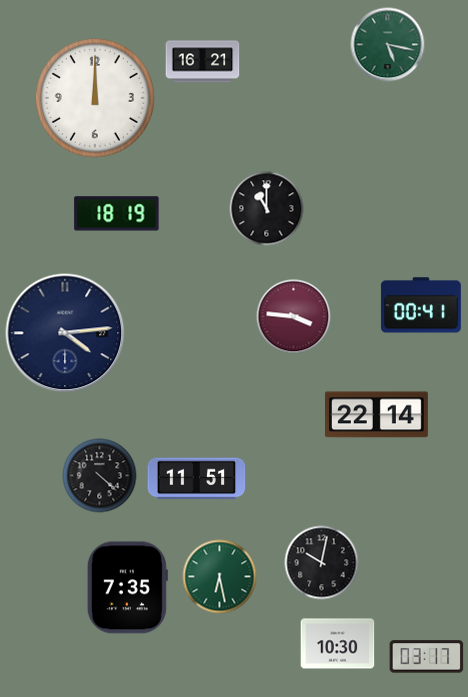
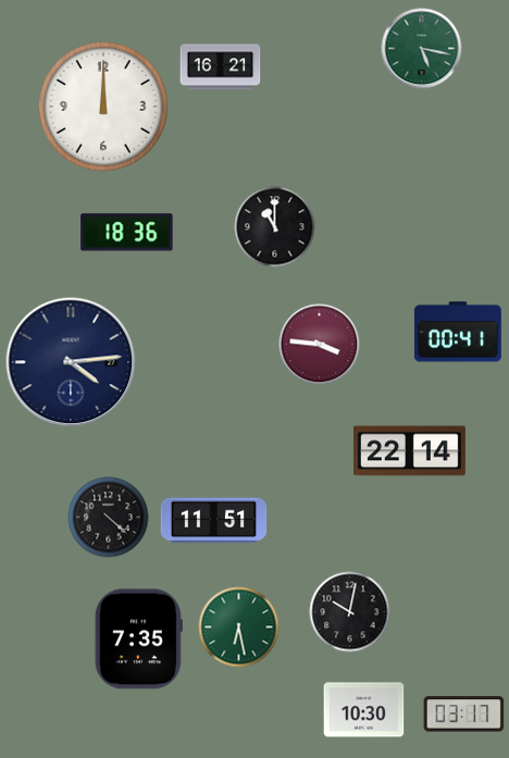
clock at (267, 209) position: (267, 209) -> (275, 227)
clock at (117, 214): 18:19 -> 18:36
clock at (338, 644) position: (338, 644) -> (364, 710)
